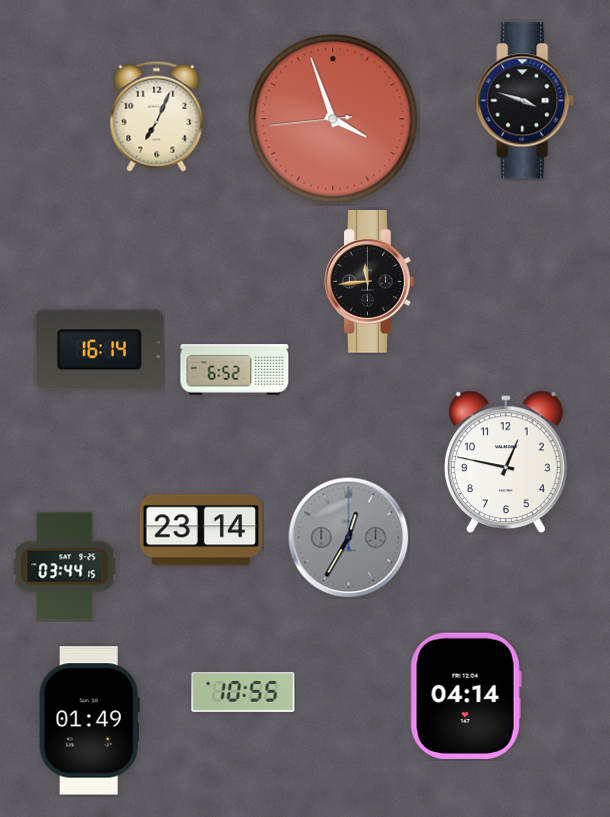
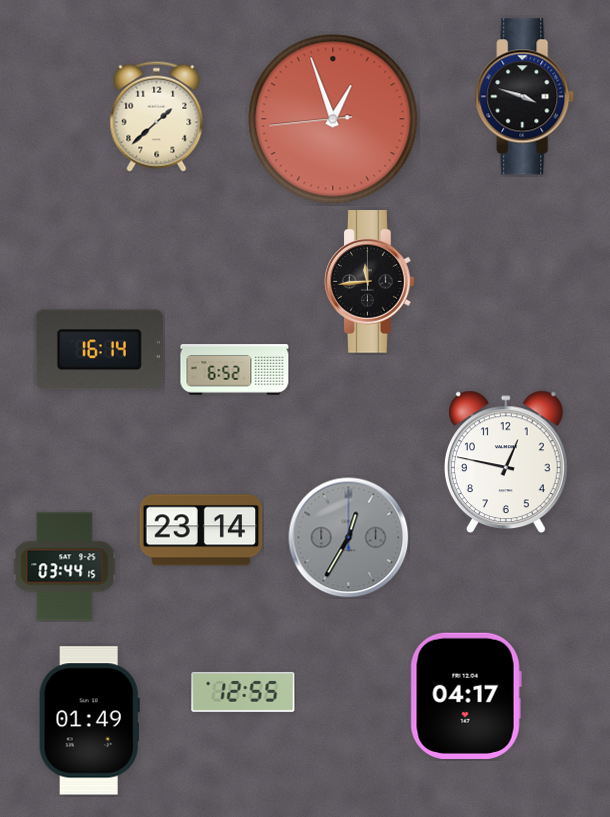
clock at (525, 101) position: (525, 101) -> (525, 97)
clock at (157, 116): 7:04 -> 1:38
clock at (333, 119): 3:56 -> 12:56
clock at (243, 692): 10:55 -> 12:55
clock at (466, 696): 04:14 -> 04:17
